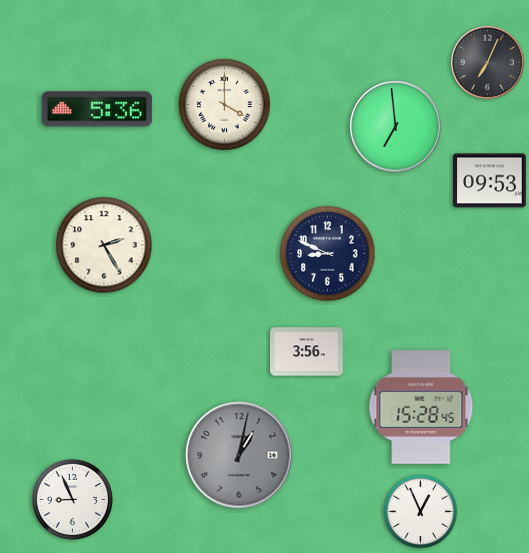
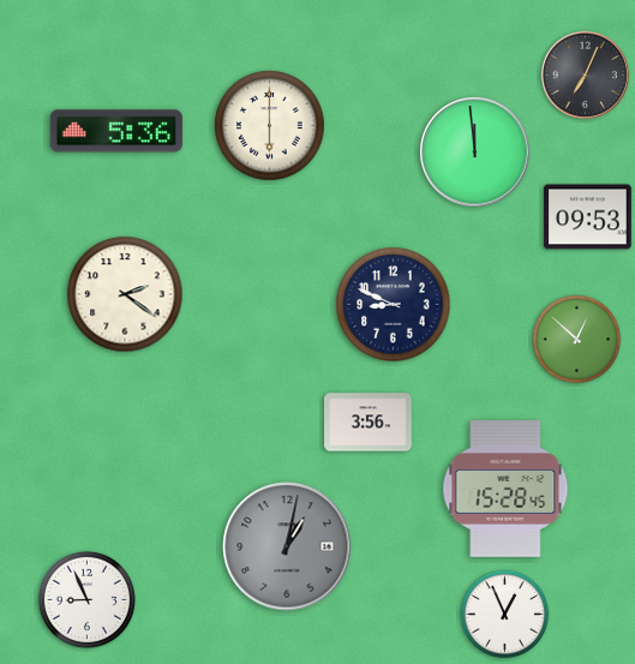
clock at (225, 105): 4:00 -> 6:00
clock at (396, 127): 6:59 -> 11:59
clock at (104, 245): 2:25 -> 2:21
clock at (577, 340): none -> 12:52
